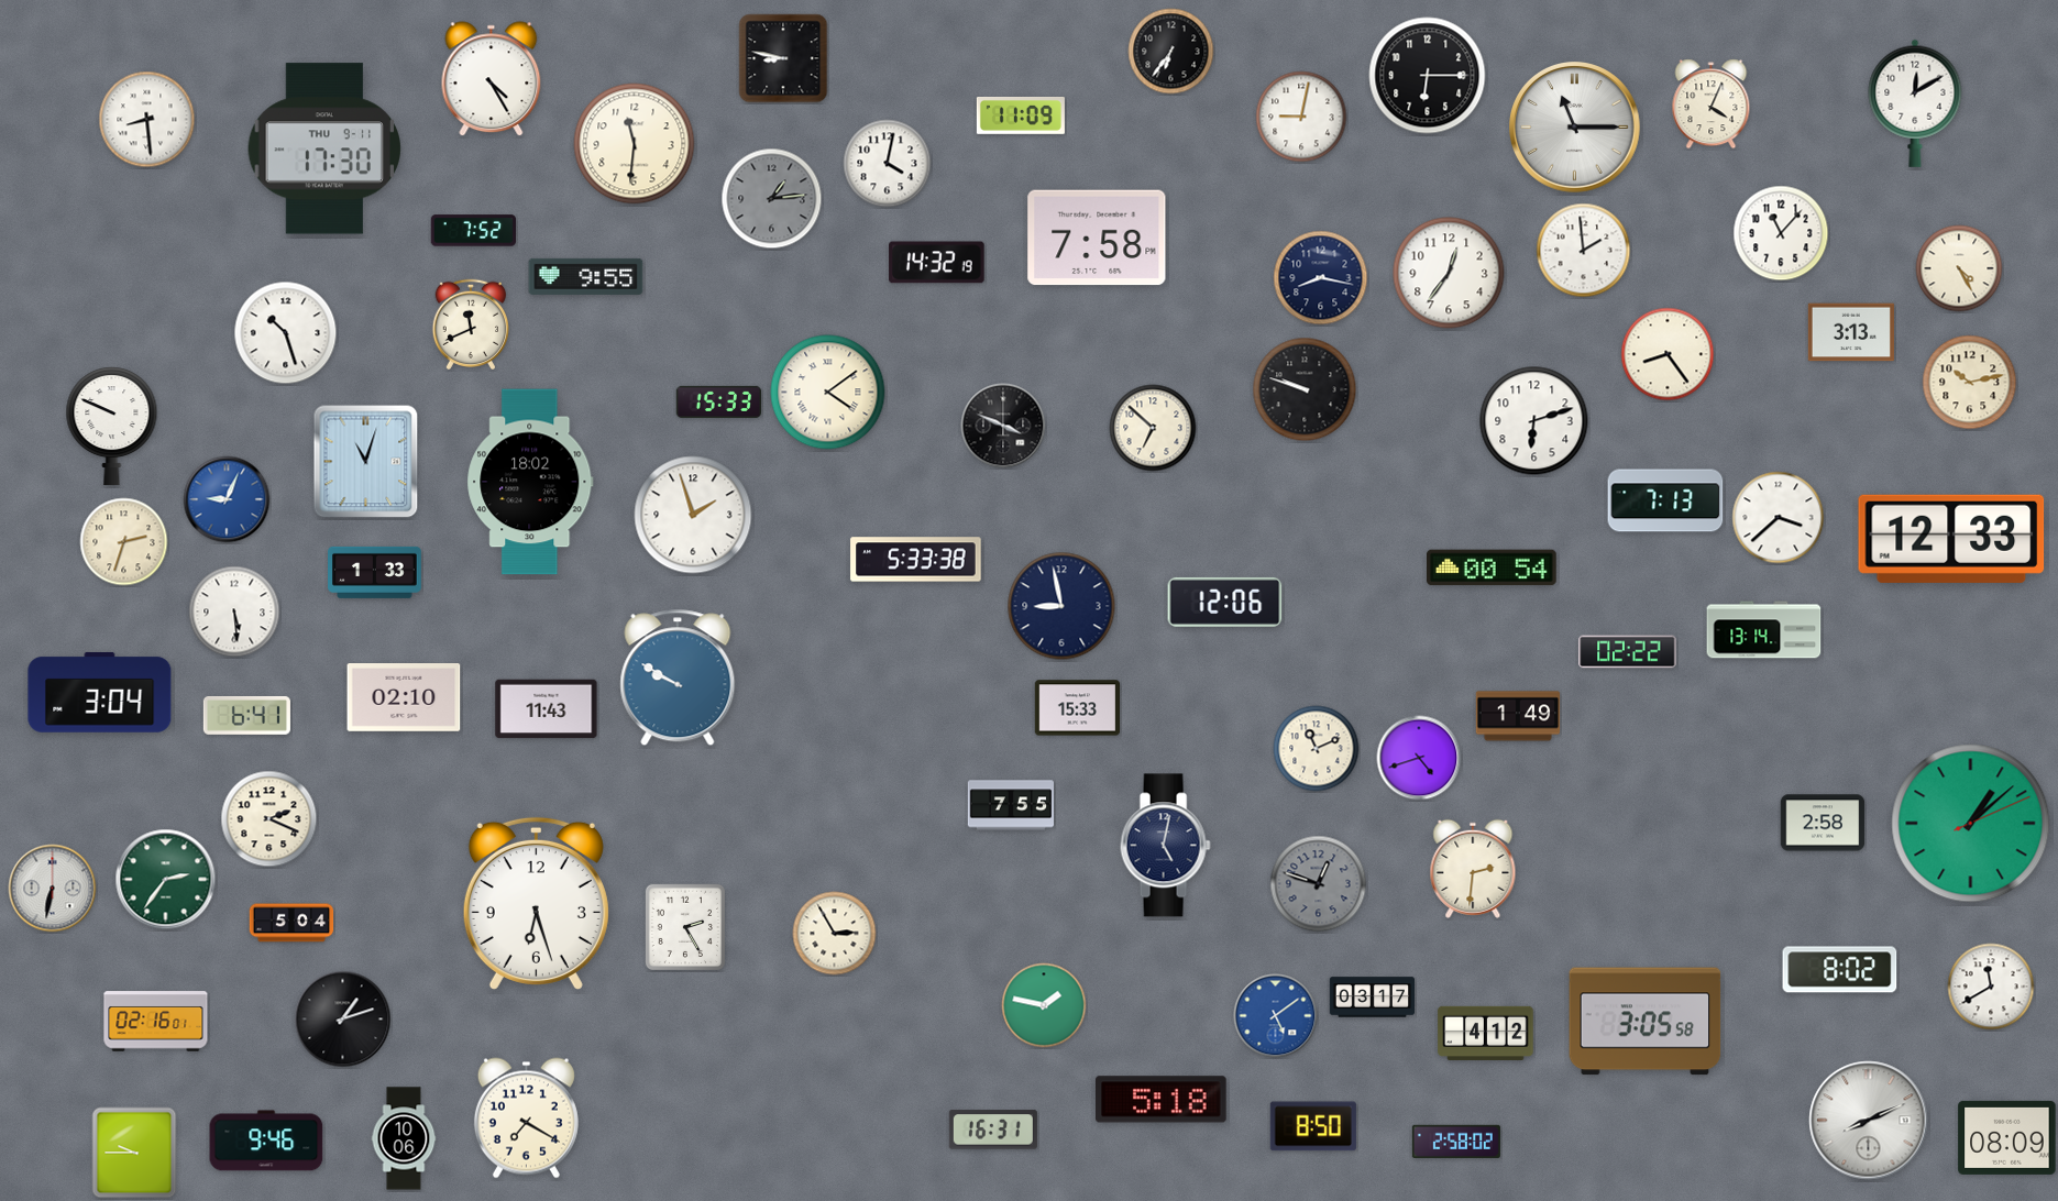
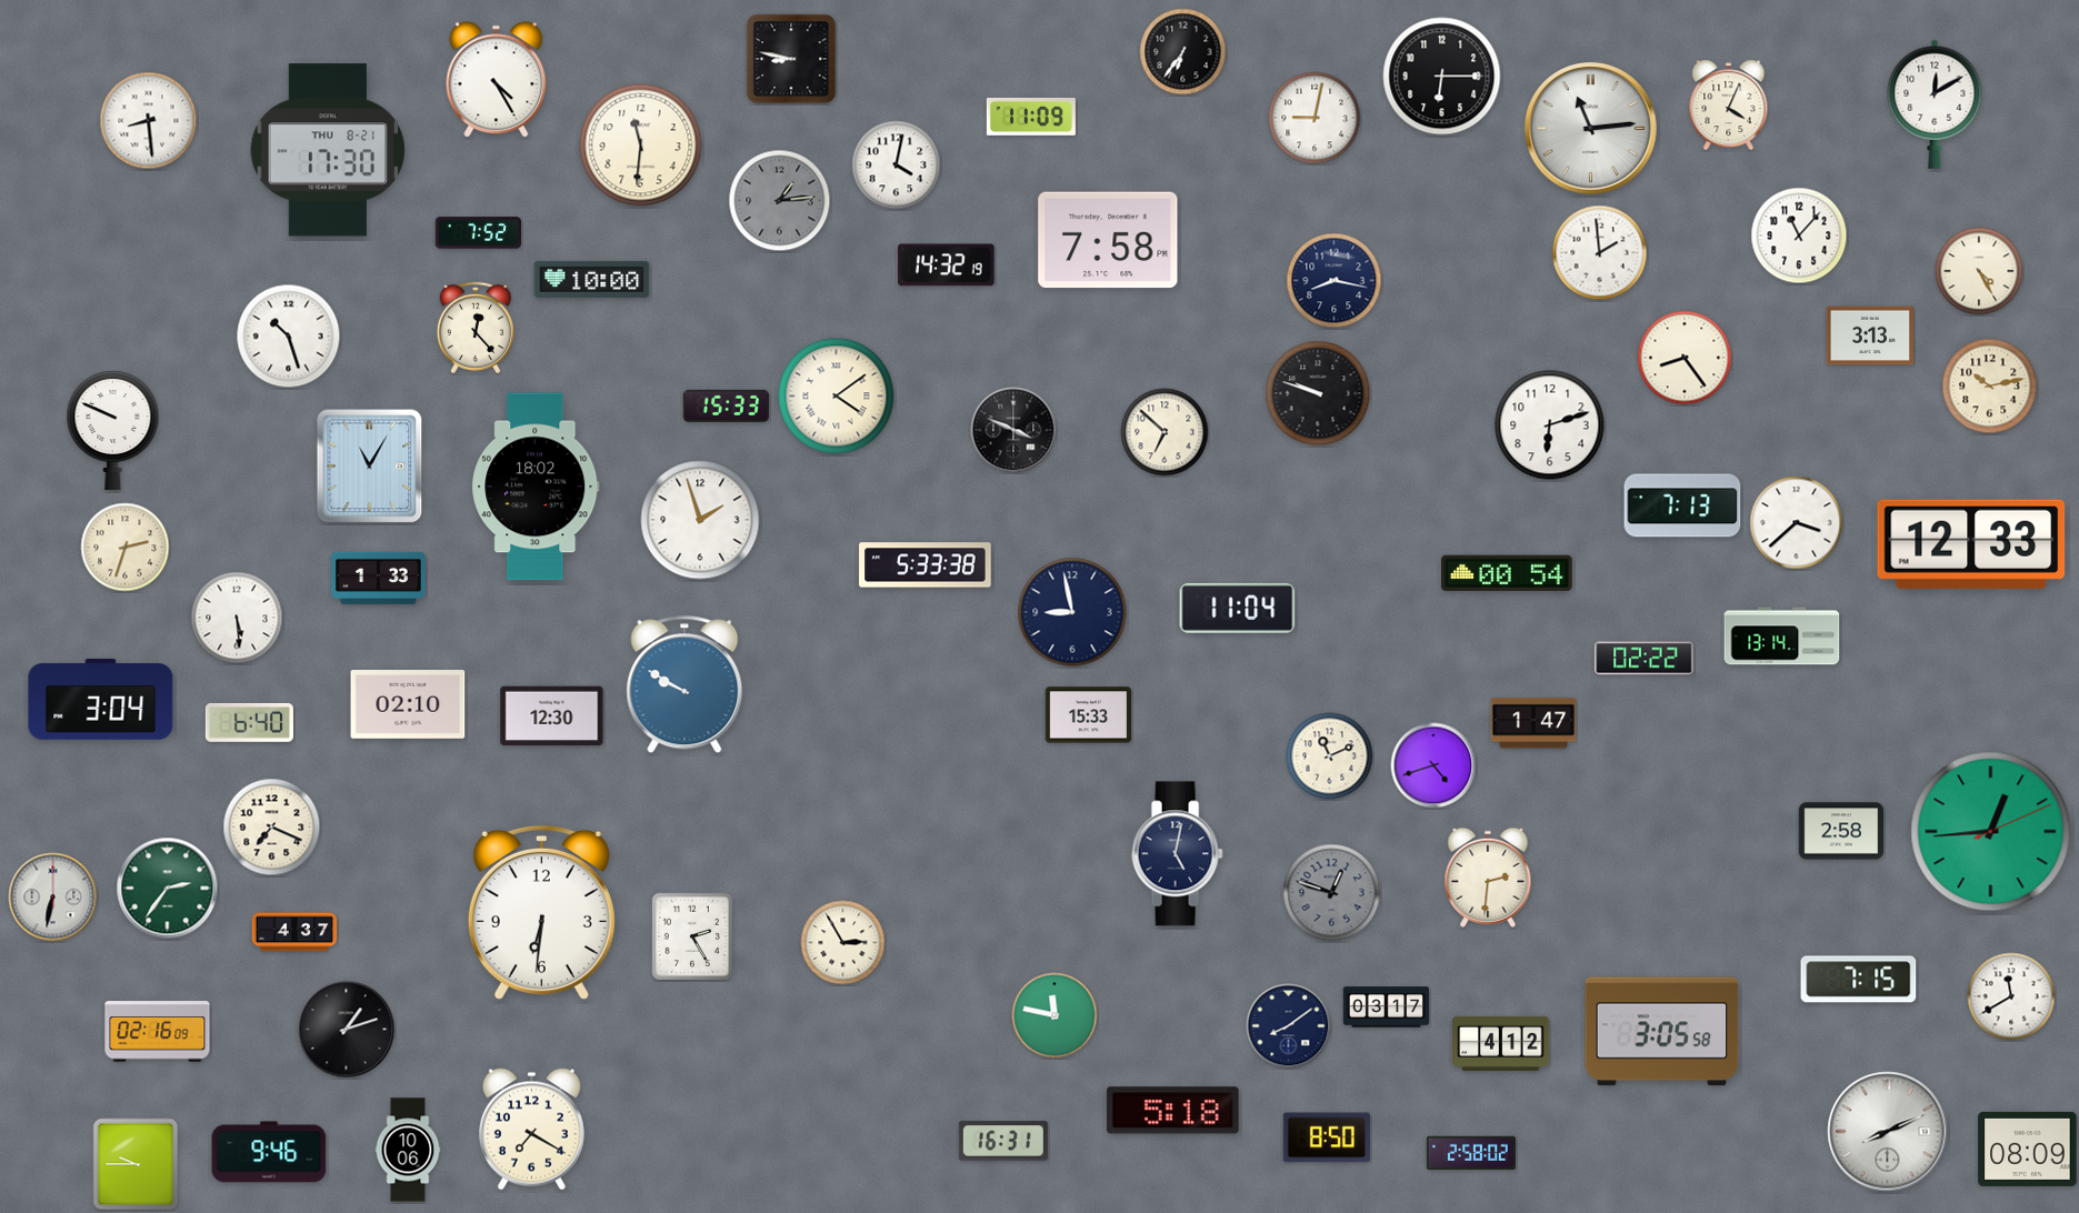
clock at (1575, 128): 11:15 -> 11:14
clock at (323, 148) date: THU 9-11 -> THU 8-21
clock at (1449, 273): 12:36 -> none
clock at (586, 276): 9:55 -> 10:00
clock at (471, 323): 11:41 -> 12:23
clock at (366, 462): 11:03 -> 11:05
clock at (227, 499): 9:04 -> none
clock at (1225, 602): 12:06 -> 11:04
clock at (547, 709): 11:43 -> 12:30
clock at (246, 715): 6:41 -> 6:40
clock at (1518, 716): 1:49 -> 1:47
clock at (1010, 805): 7:55 -> none
clock at (269, 819): 2:19 -> 7:19
clock at (1971, 824): 1:08 -> 12:44
clock at (536, 903): 6:27 -> 6:31
clock at (291, 923): 5:04 -> 4:37
clock at (1840, 970): 8:02 -> 7:15
clock at (1044, 1005): 1:47 -> 11:47
clock at (1276, 1016): 5:09 -> 8:09
clock at (1276, 1016) dial: blue -> navy
clock at (156, 1022): 02:16:01 -> 02:16:09
